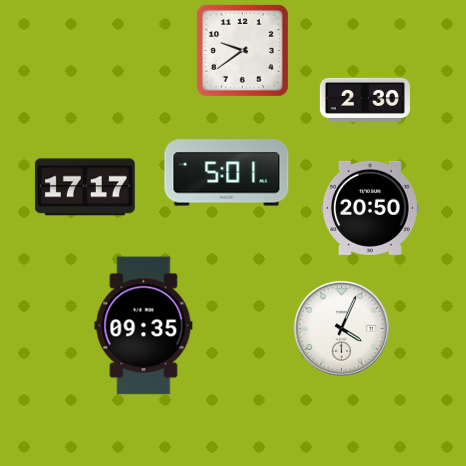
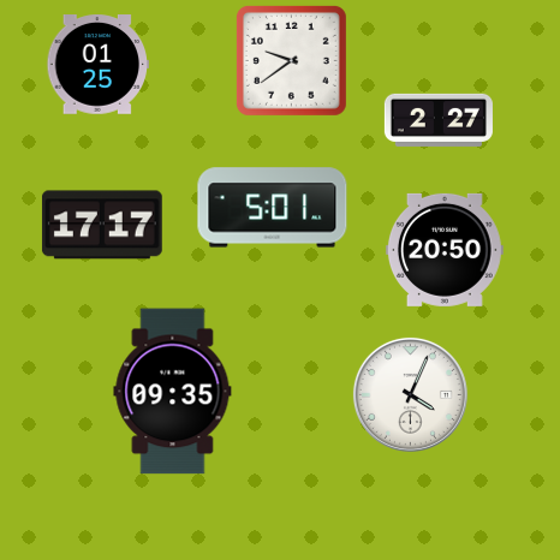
clock at (97, 65): none -> 01:25
clock at (365, 100): 2:30 -> 2:27
